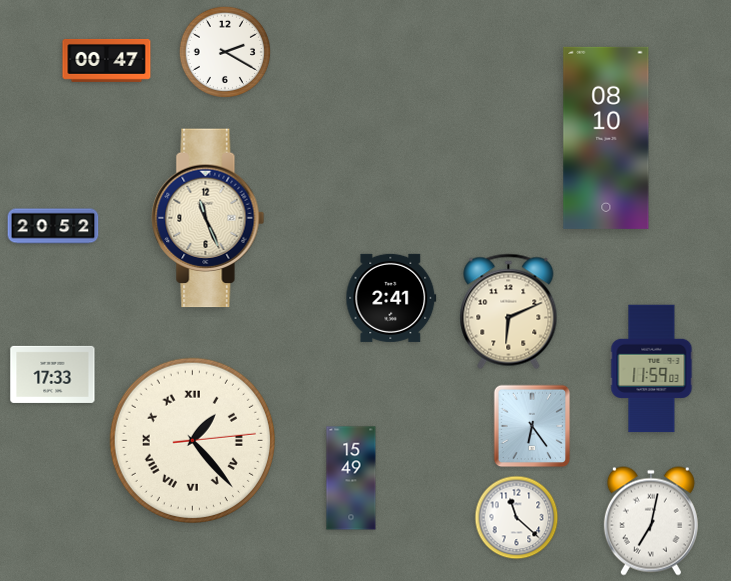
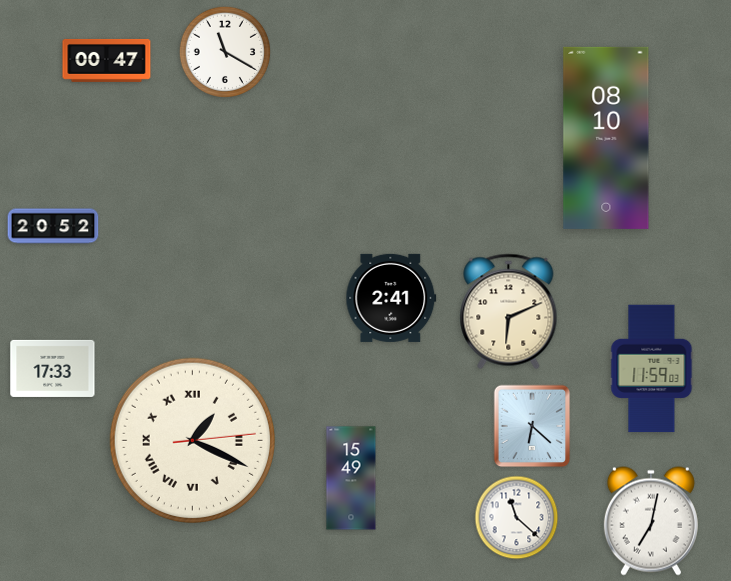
clock at (224, 51): 2:20 -> 11:20
clock at (208, 218): 11:26 -> none
clock at (53, 374) position: (53, 374) -> (53, 368)
clock at (532, 426): 6:24 -> 6:22
clock at (192, 440): 1:23 -> 1:19
